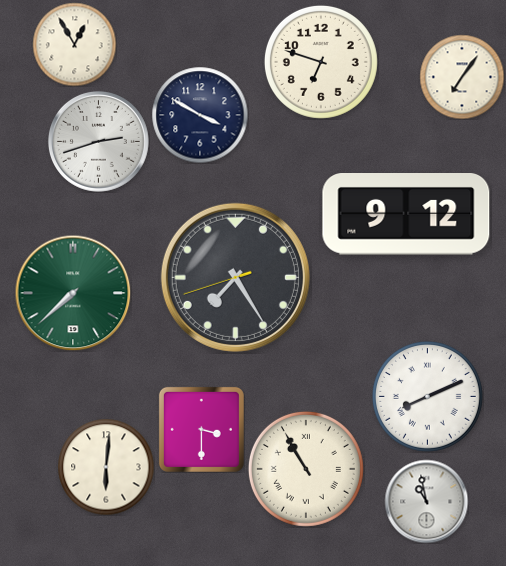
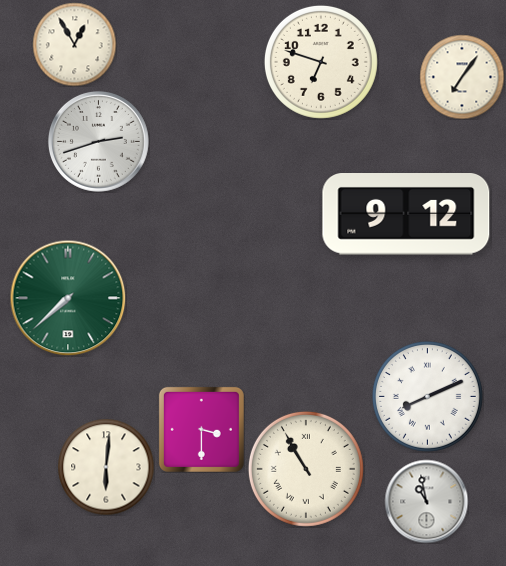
clock at (200, 115): 3:50 -> none
clock at (235, 277): 7:24 -> none
clock at (73, 293) position: (73, 293) -> (68, 298)
